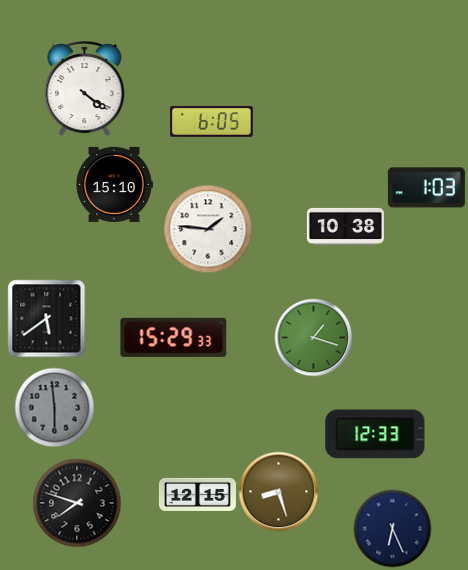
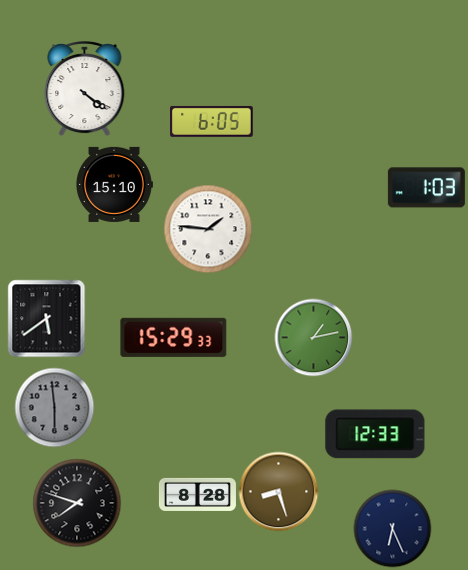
clock at (345, 226): 10:38 -> none
clock at (313, 337): 1:18 -> 1:13
clock at (197, 494): 12:15 -> 8:28
